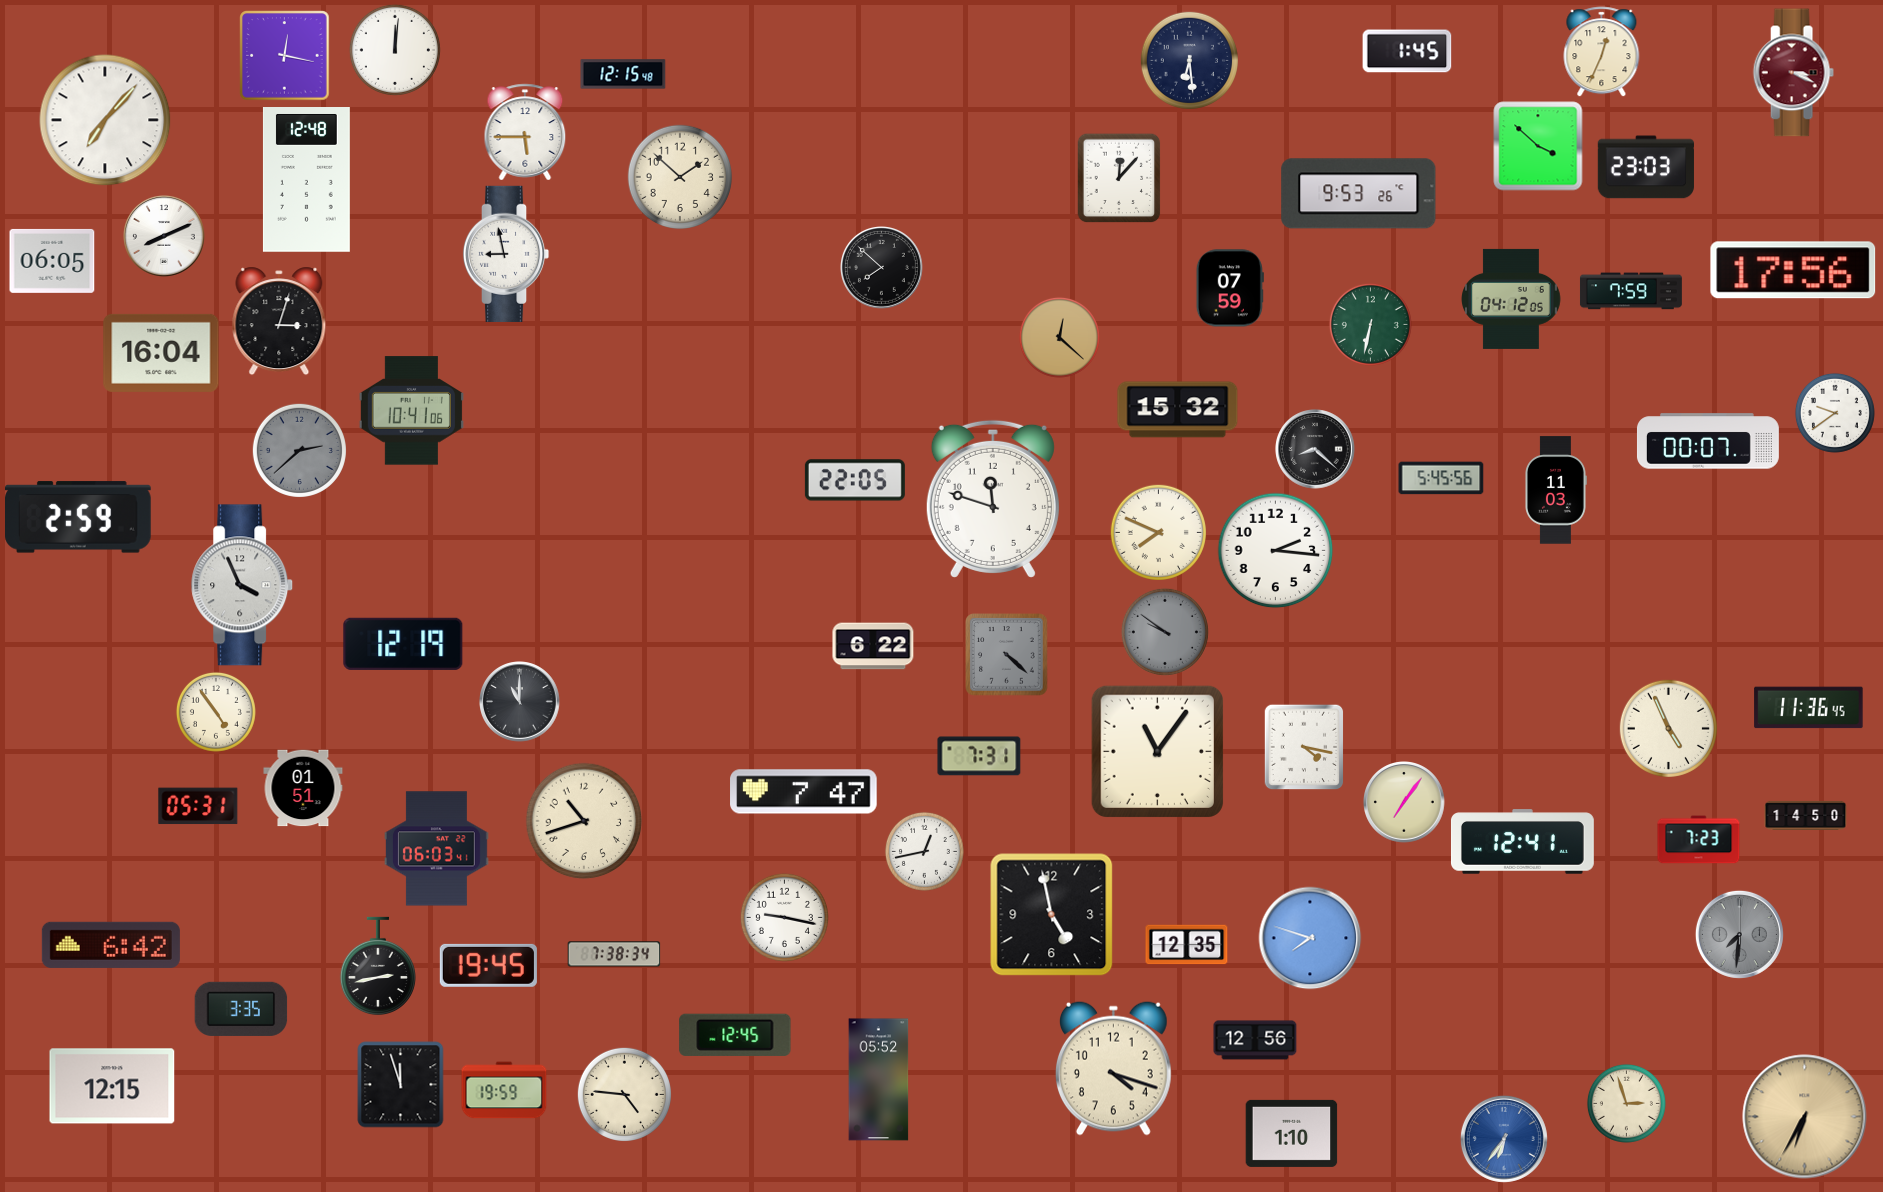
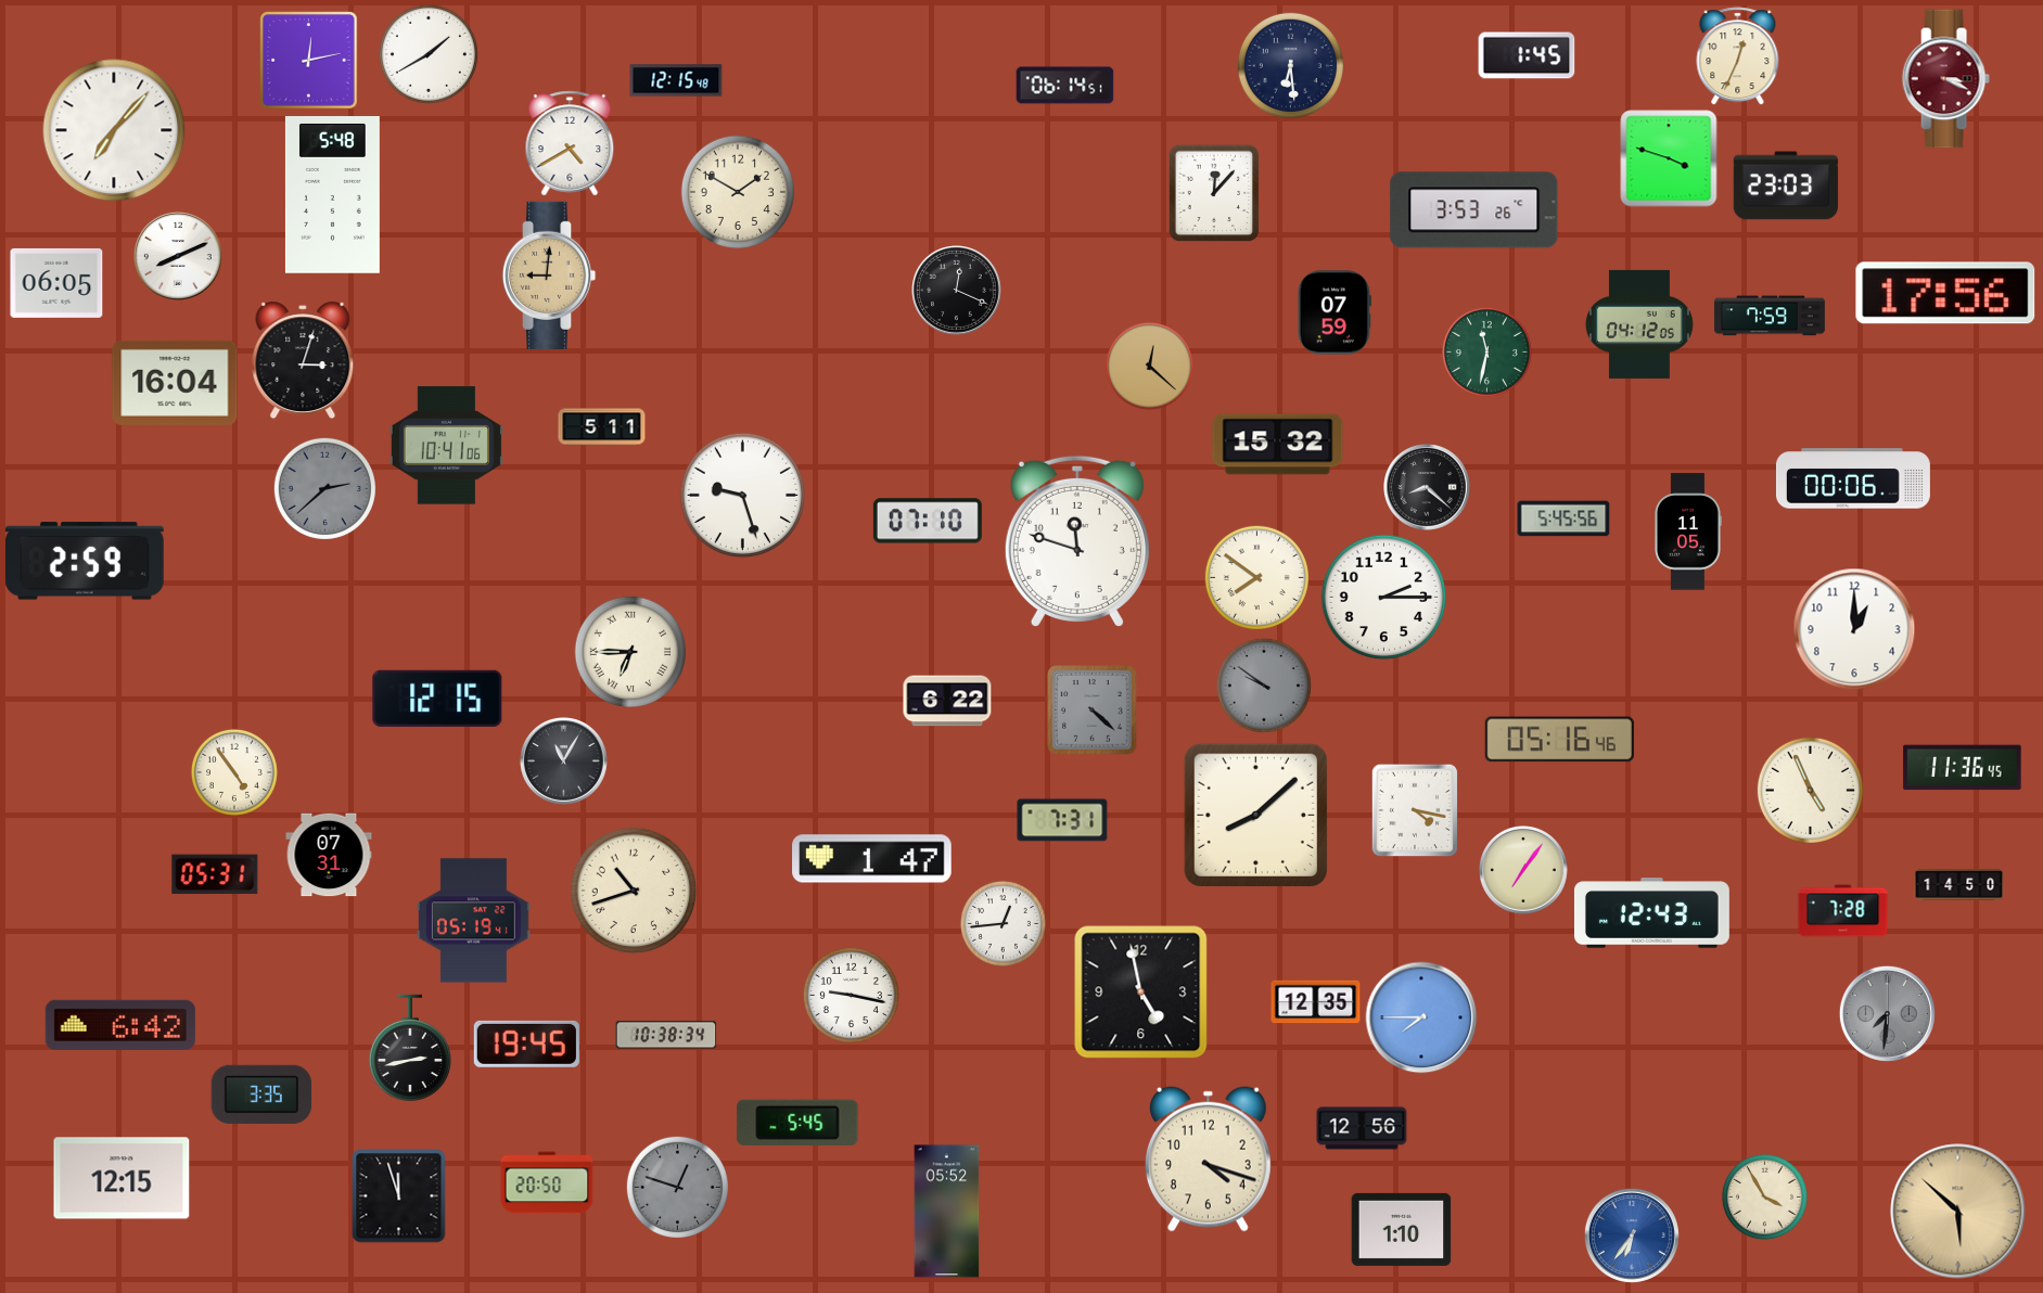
clock at (395, 50): 12:01 -> 1:40
clock at (285, 56): 12:17 -> 12:13
clock at (1065, 86): none -> 06:14
clock at (525, 132): 5:45 -> 4:40
clock at (1538, 146): 3:52 -> 3:48
clock at (1646, 167) position: (1646, 167) -> (1786, 185)
clock at (680, 177): 1:52 -> 1:50
clock at (306, 180): 12:48 -> 5:48
clock at (1359, 194): 9:53 -> 3:53
clock at (506, 254): 8:58 -> 9:01
clock at (506, 254) dial: white -> champagne
clock at (882, 268): 7:52 -> 12:19
clock at (279, 321) position: (279, 321) -> (303, 360)
clock at (1370, 324): 6:32 -> 11:32
clock at (602, 427): none -> 5:11
clock at (1835, 413): 9:39 -> none
clock at (1708, 441): 00:07 -> 00:06
clock at (743, 496): none -> 9:27
clock at (855, 480): 22:05 -> 07:10
clock at (1556, 490): 11:03 -> 11:05
clock at (1158, 532): 7:49 -> 7:51
clock at (1276, 551): 2:16 -> 2:15
clock at (1854, 629): none -> 1:00
clock at (243, 585): 3:56 -> none
clock at (629, 651): none -> 6:45
clock at (403, 644): 12:19 -> 12:15
clock at (1559, 740): none -> 05:16
clock at (520, 702): 11:00 -> 11:05
clock at (1157, 751): 11:06 -> 8:08
clock at (303, 788): 01:51 -> 07:31
clock at (804, 792): 7:47 -> 1:47
clock at (1699, 840): 7:23 -> 7:28
clock at (1522, 842): 12:41 -> 12:43
clock at (436, 849): 06:03 -> 05:19
clock at (924, 851): 12:43 -> 12:44
clock at (1310, 938): 7:48 -> 7:45
clock at (1187, 945) position: (1187, 945) -> (1316, 1002)
clock at (614, 954): 7:38 -> 10:38
clock at (488, 965) position: (488, 965) -> (526, 1044)
clock at (735, 1035): 12:45 -> 5:45
clock at (879, 1080) position: (879, 1080) -> (947, 1212)
clock at (401, 1085) position: (401, 1085) -> (399, 1196)
clock at (504, 1090): 19:59 -> 20:50
clock at (624, 1094): 4:46 -> 12:48
clock at (624, 1094) dial: cream -> grey
clock at (1626, 1103): 2:57 -> 3:55
clock at (1805, 1117): 6:35 -> 5:52
